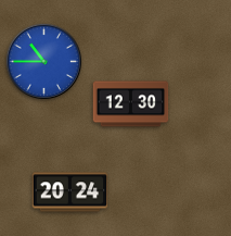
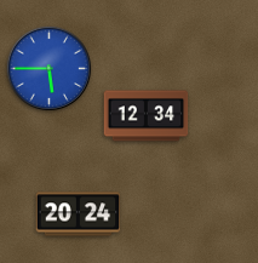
clock at (44, 62): 10:45 -> 5:45
clock at (131, 104): 12:30 -> 12:34
